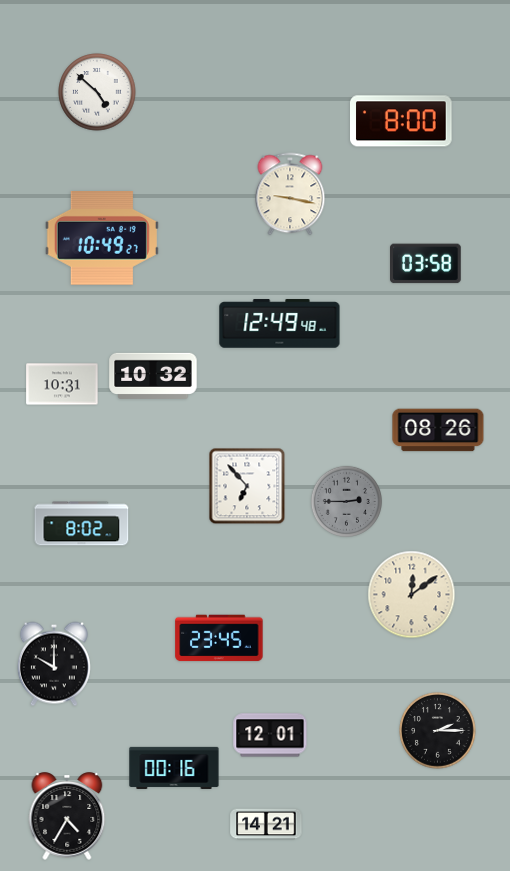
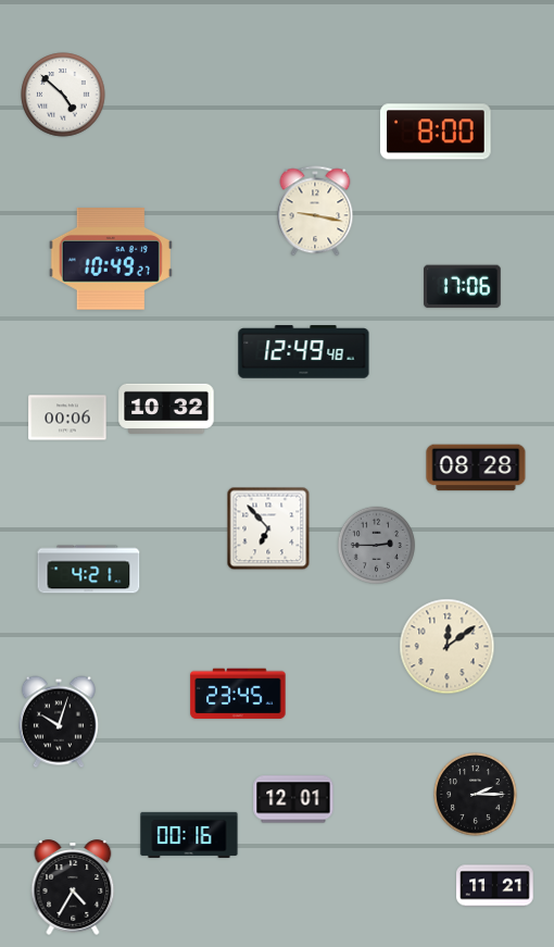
clock at (97, 92) position: (97, 92) -> (63, 95)
clock at (426, 264): 03:58 -> 17:06
clock at (62, 384): 10:31 -> 00:06
clock at (438, 430): 08:26 -> 08:28
clock at (82, 524): 8:02 -> 4:21
clock at (54, 664): 10:00 -> 10:03
clock at (495, 886): none -> 11:21
clock at (266, 824): 14:21 -> none
